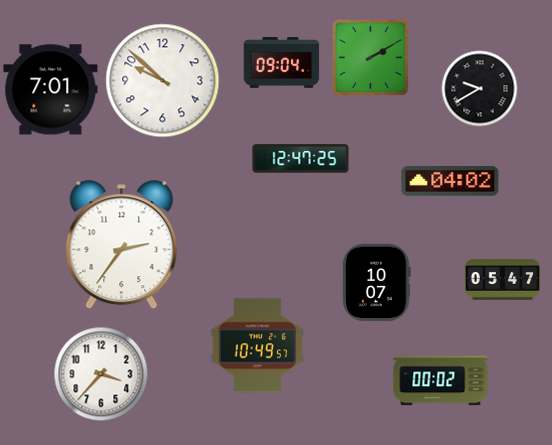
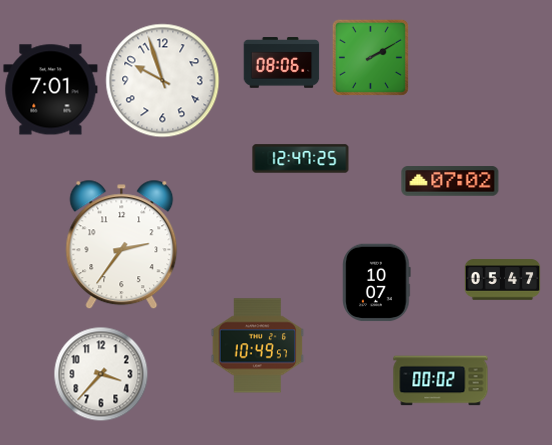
clock at (282, 63): 09:04 -> 08:06
clock at (163, 81): 9:52 -> 9:57
clock at (480, 89): 9:40 -> none
clock at (450, 181): 04:02 -> 07:02
